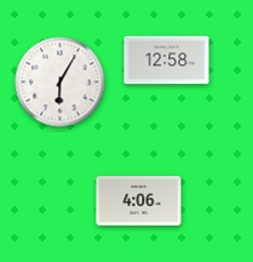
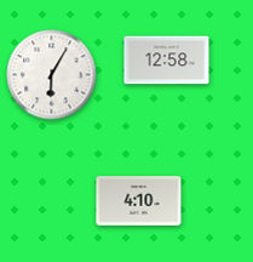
clock at (61, 82) position: (61, 82) -> (52, 75)
clock at (139, 201): 4:06 -> 4:10
